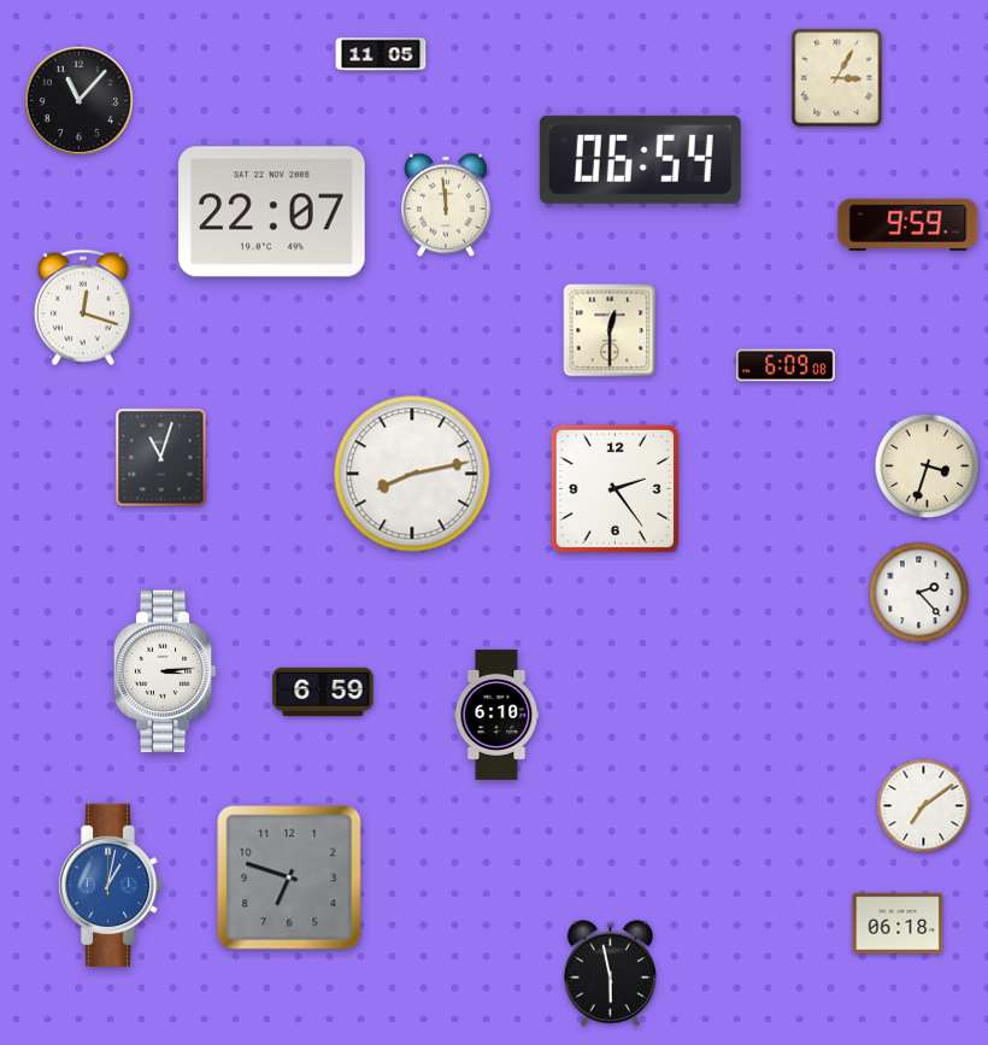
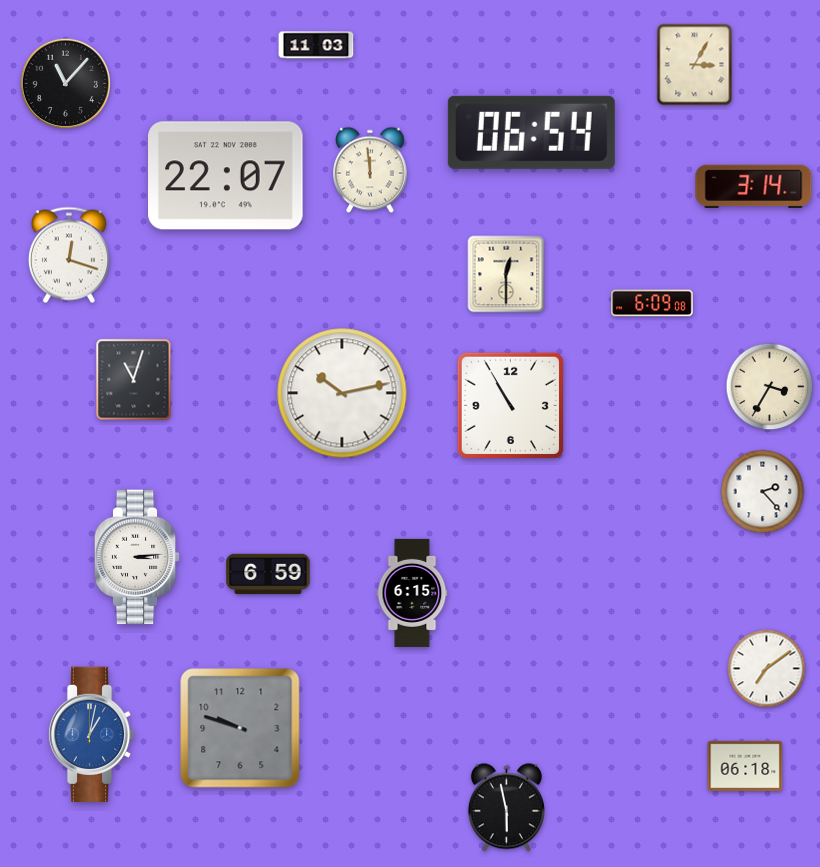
clock at (381, 54): 11:05 -> 11:03
clock at (908, 224): 9:59 -> 3:14
clock at (928, 466): 3:33 -> 3:35
clock at (412, 474): 8:13 -> 10:13
clock at (614, 488): 2:24 -> 10:55
clock at (496, 715): 6:10 -> 6:15
clock at (289, 877): 6:48 -> 9:48
